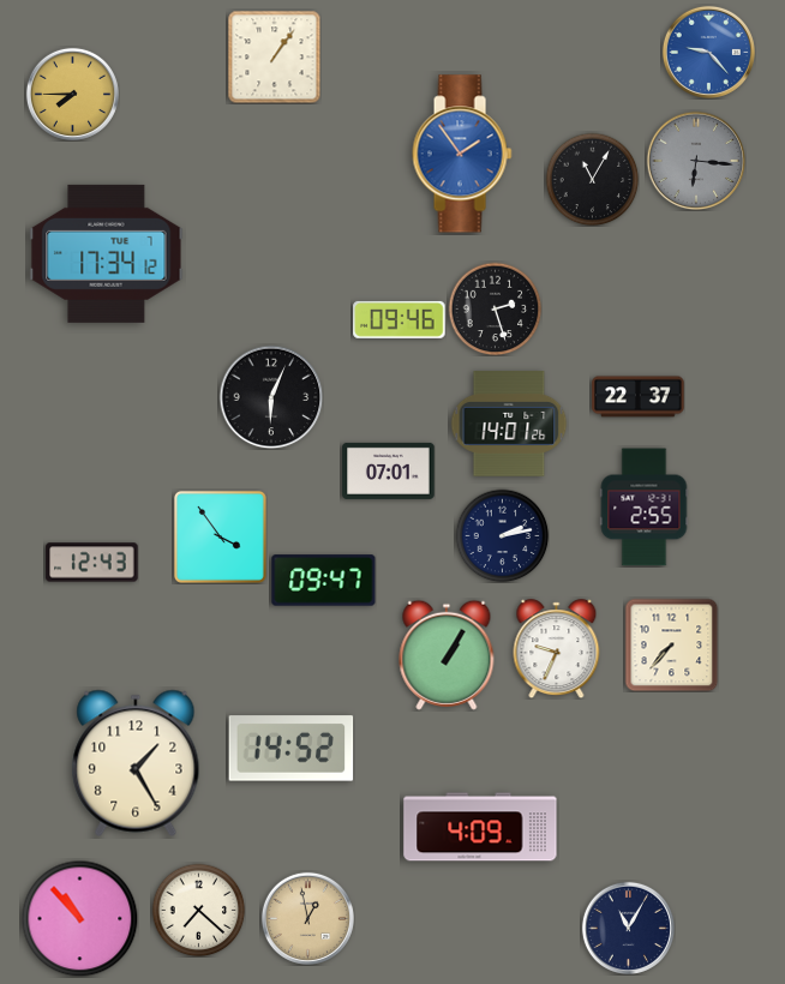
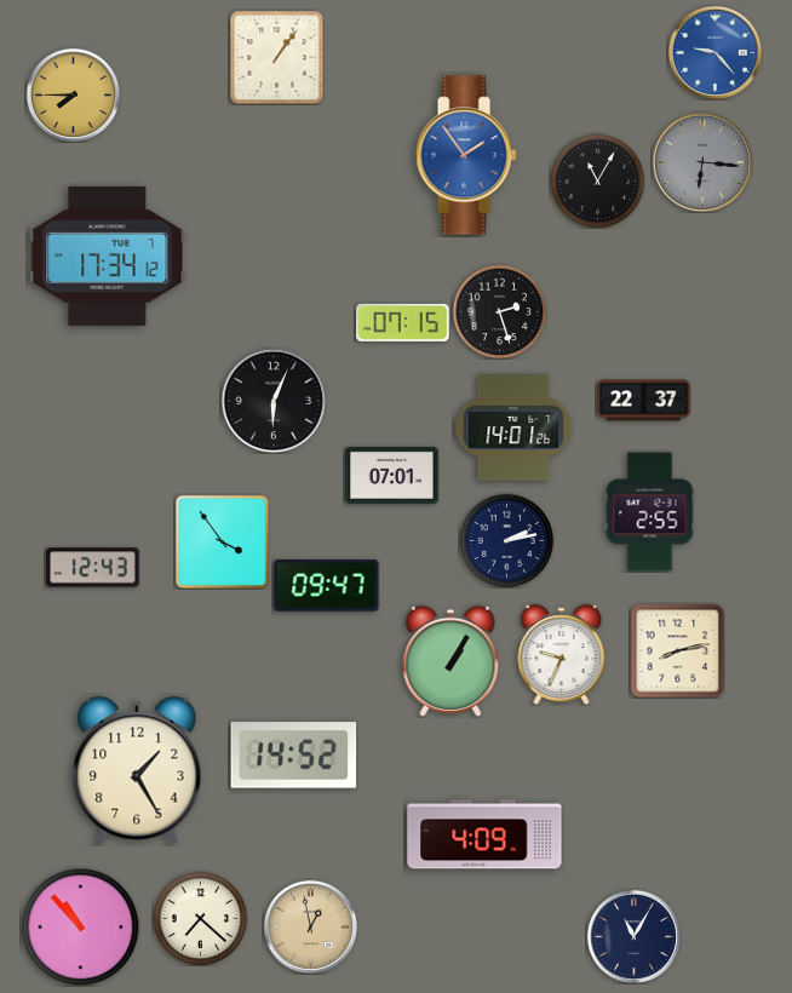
clock at (400, 319): 09:46 -> 07:15
clock at (671, 644): 7:37 -> 8:13
